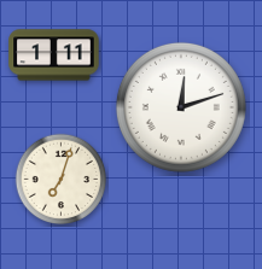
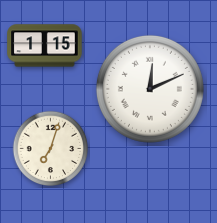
clock at (54, 55): 1:11 -> 1:15
clock at (181, 107): 12:12 -> 12:11
